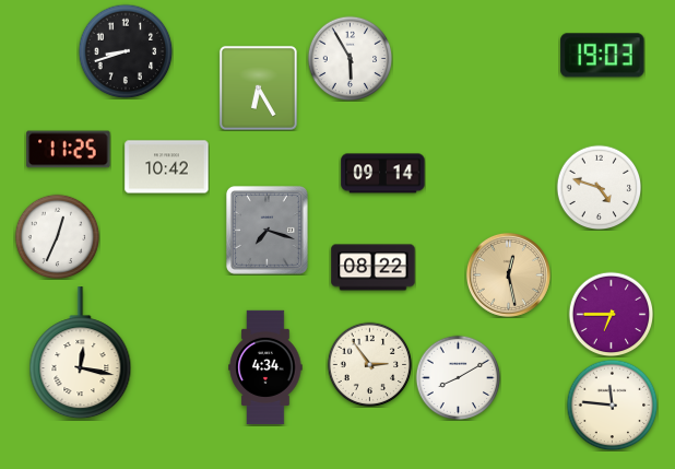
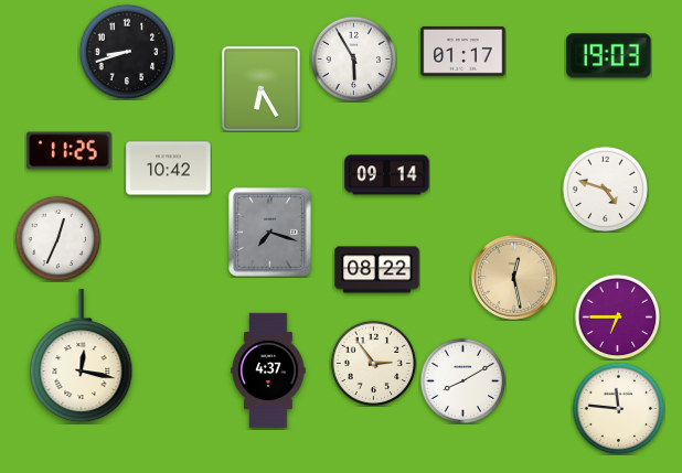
clock at (463, 52): none -> 01:17
clock at (369, 364) position: (369, 364) -> (373, 363)
clock at (265, 367): 4:34 -> 4:37
